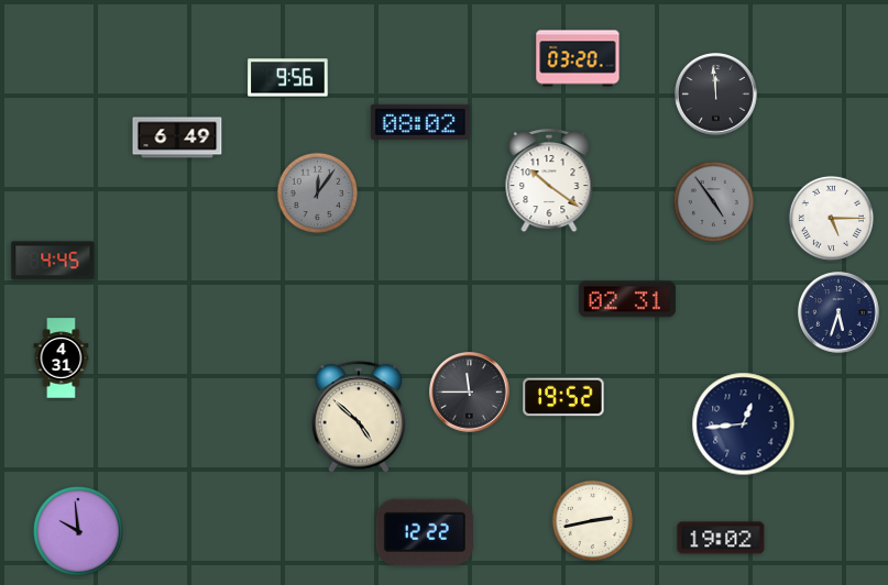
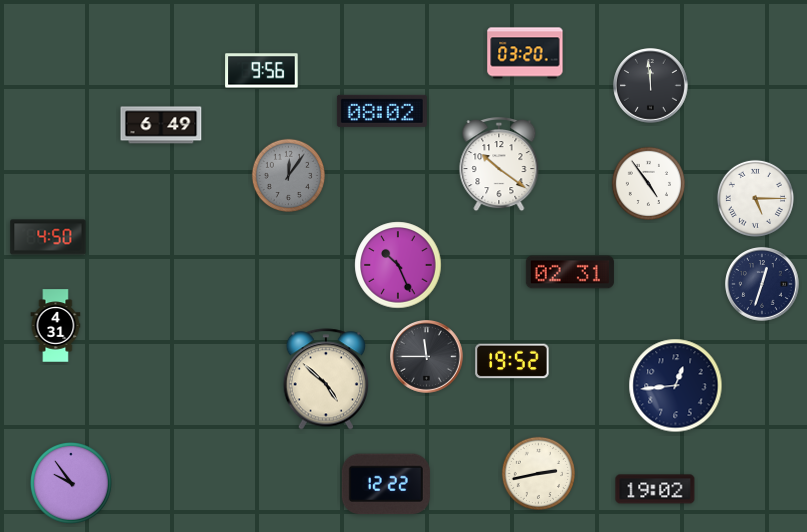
clock at (713, 201) dial: grey -> white
clock at (53, 261): 4:45 -> 4:50
clock at (398, 265): none -> 10:26
clock at (838, 312): 5:33 -> 12:33
clock at (79, 532): 9:59 -> 9:54
